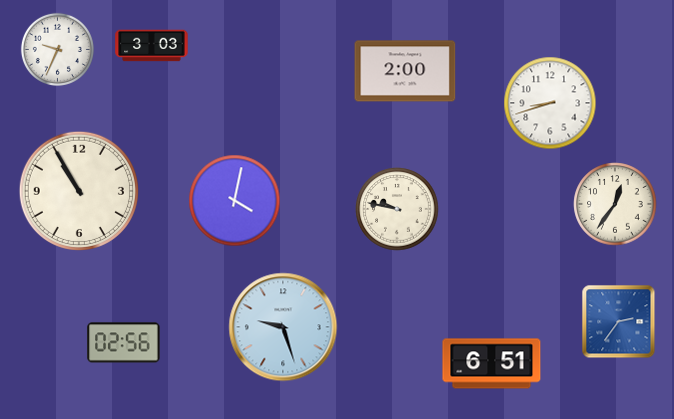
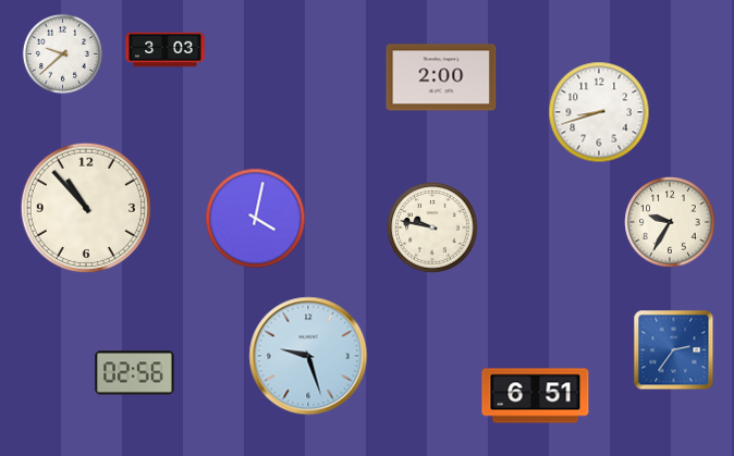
clock at (57, 49): 9:34 -> 9:38
clock at (79, 191): 10:55 -> 10:53
clock at (615, 204): 12:36 -> 9:35
